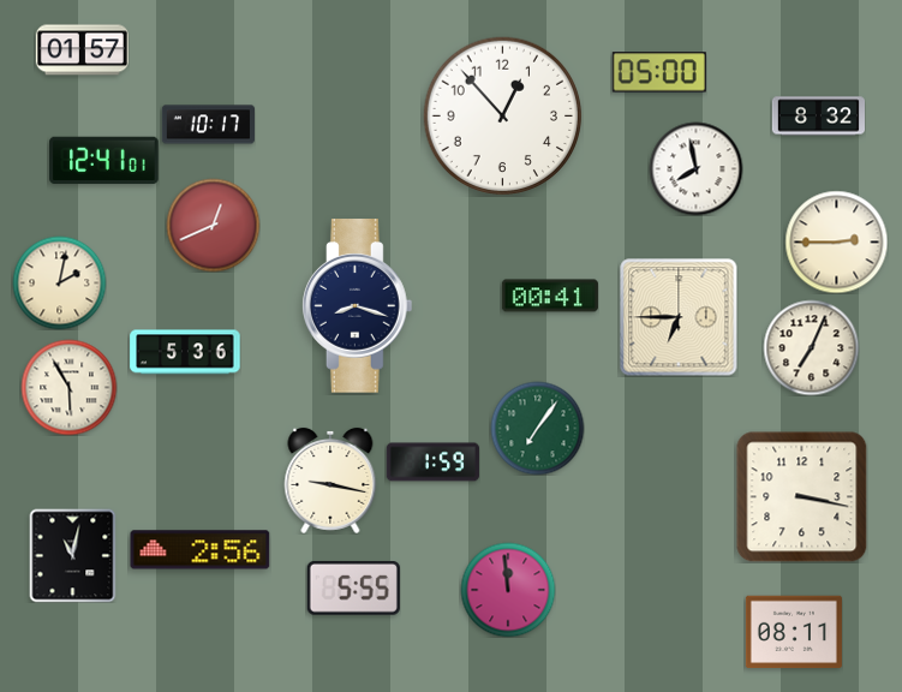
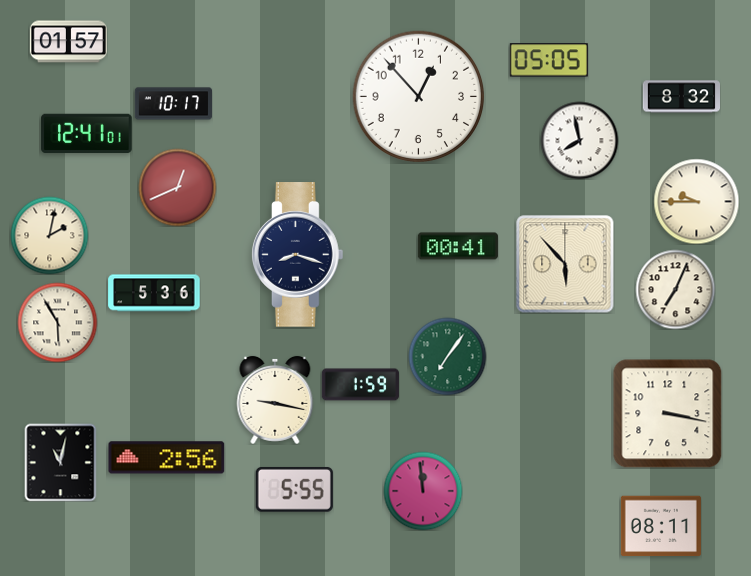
clock at (659, 72): 05:00 -> 05:05
clock at (836, 241): 2:45 -> 9:45
clock at (679, 317): 6:45 -> 5:53
